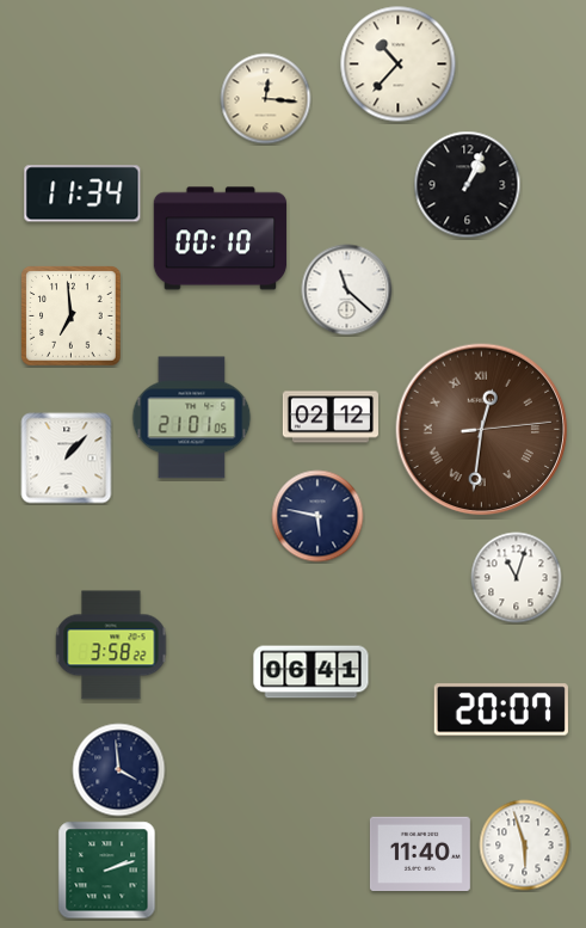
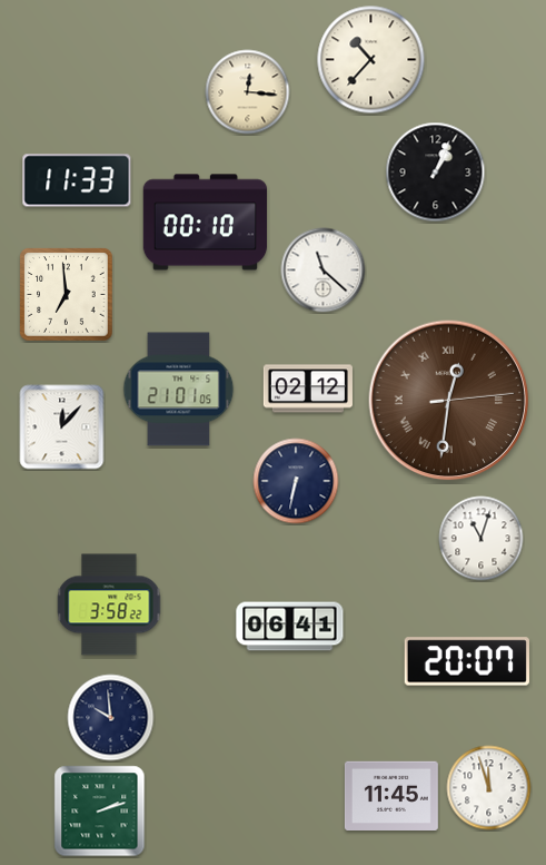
clock at (82, 193): 11:34 -> 11:33
clock at (67, 459): 1:07 -> 12:07
clock at (317, 516): 5:47 -> 6:32
clock at (111, 645) position: (111, 645) -> (109, 604)
clock at (119, 770): 3:59 -> 9:59
clock at (525, 846): 5:57 -> 11:57
clock at (420, 853): 11:40 -> 11:45
